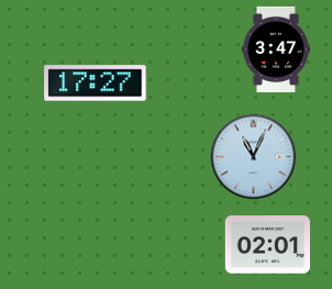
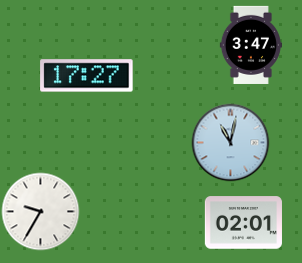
clock at (253, 156): 11:04 -> 11:02
clock at (40, 211): none -> 9:35
